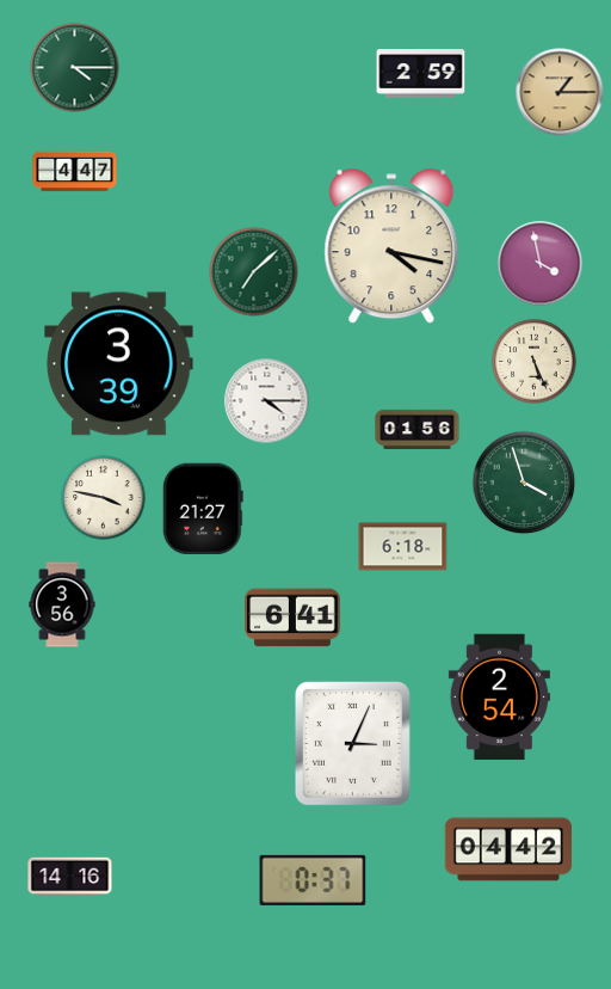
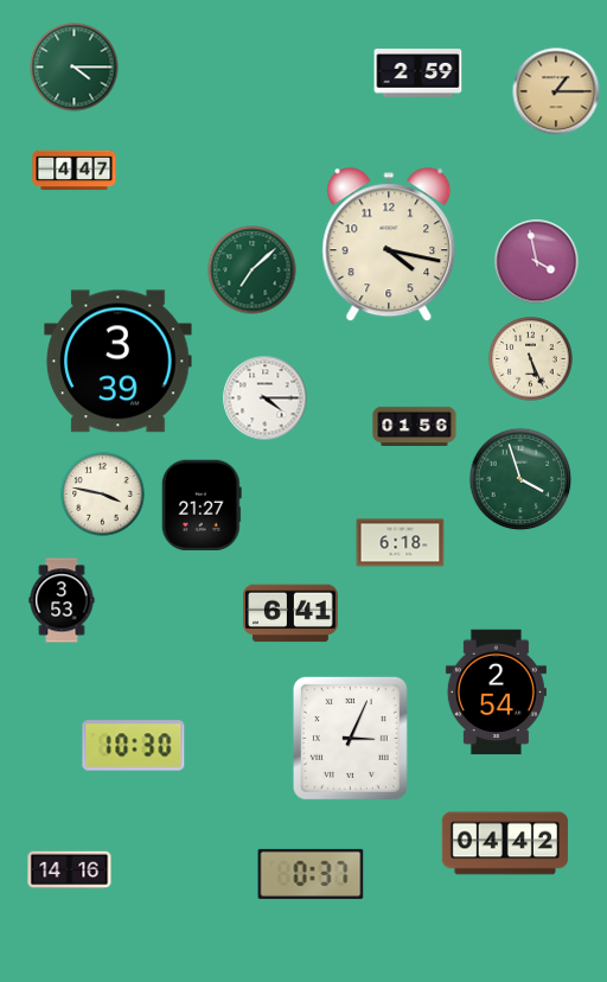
clock at (62, 604): 3:56 -> 3:53
clock at (134, 746): none -> 10:30
